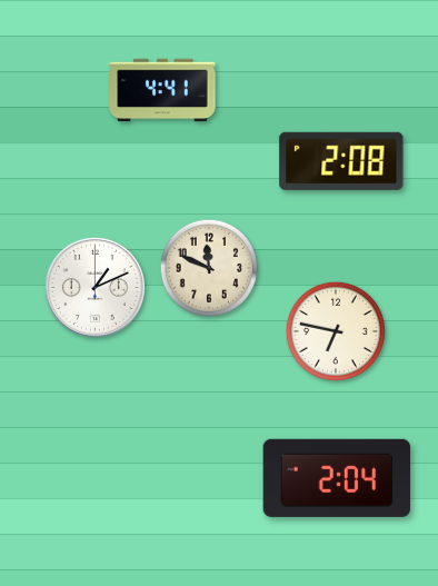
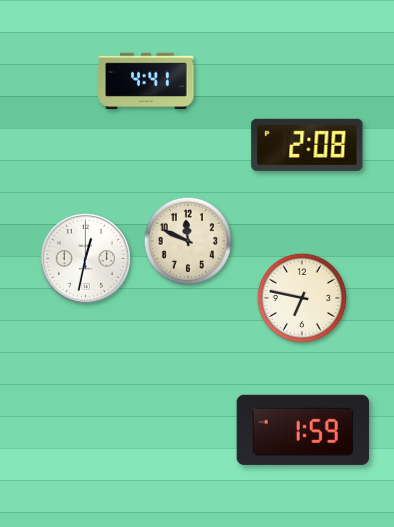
clock at (94, 287): 1:11 -> 12:32
clock at (337, 478): 2:04 -> 1:59
